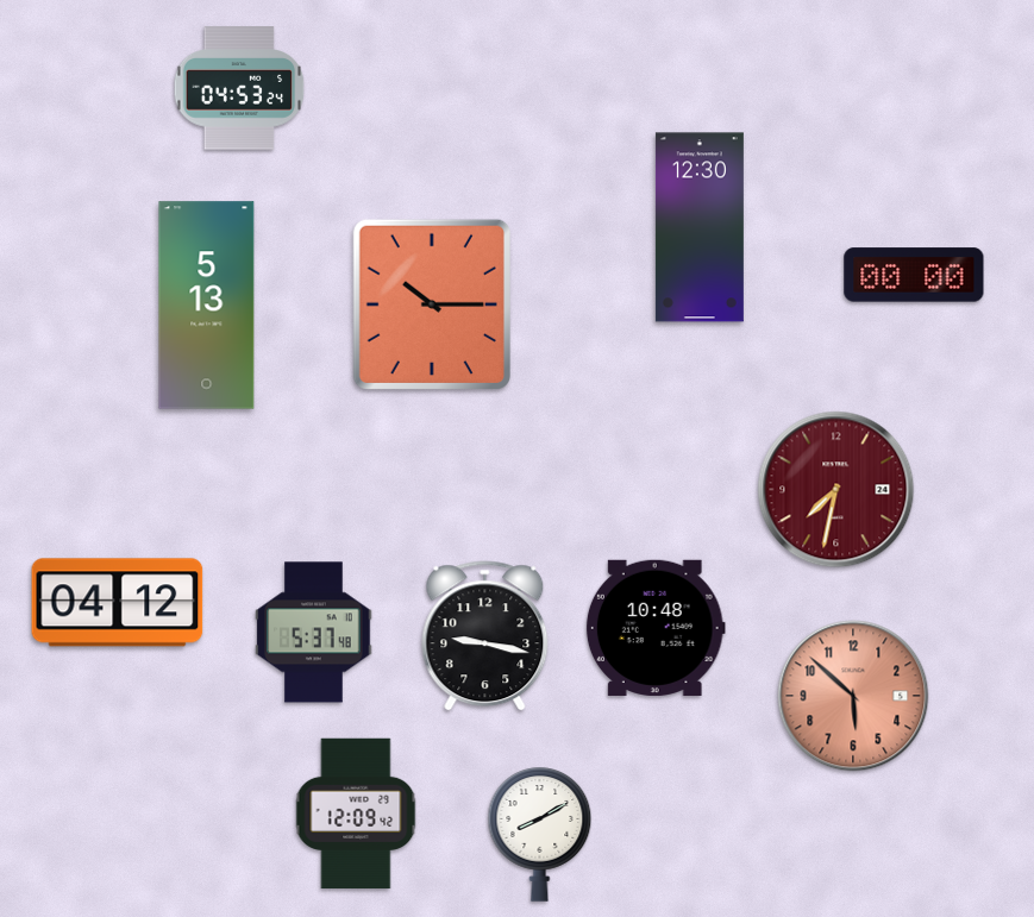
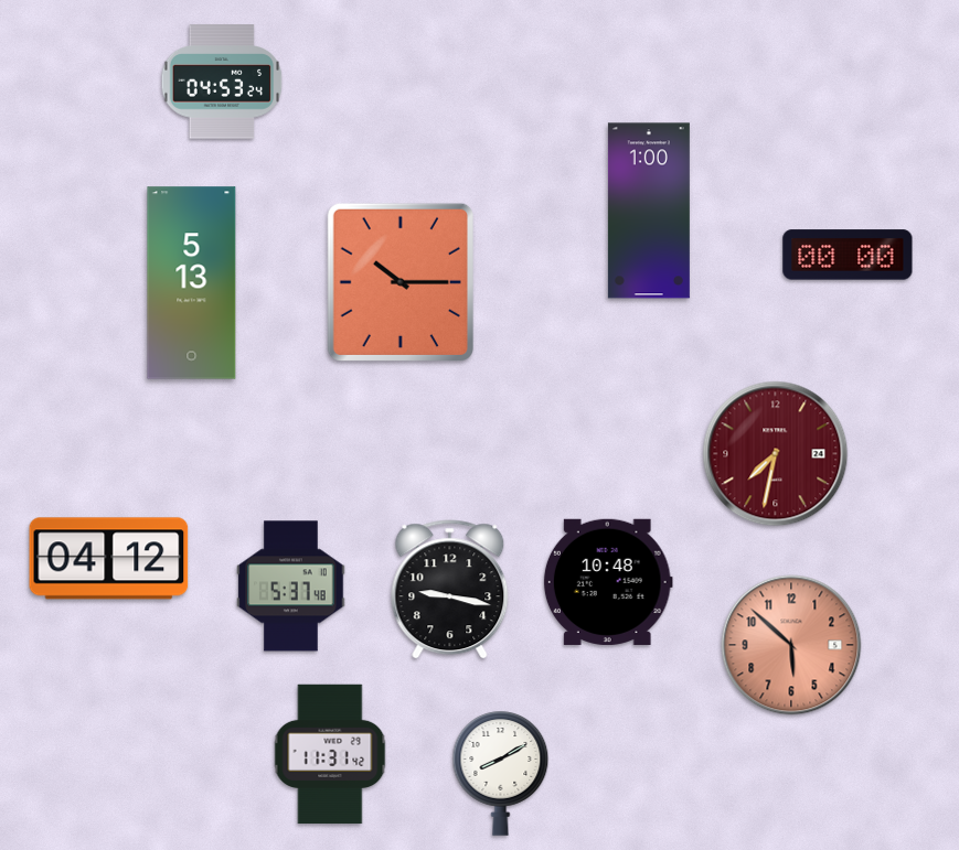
clock at (700, 227): 12:30 -> 1:00
clock at (356, 814): 12:09 -> 11:31
